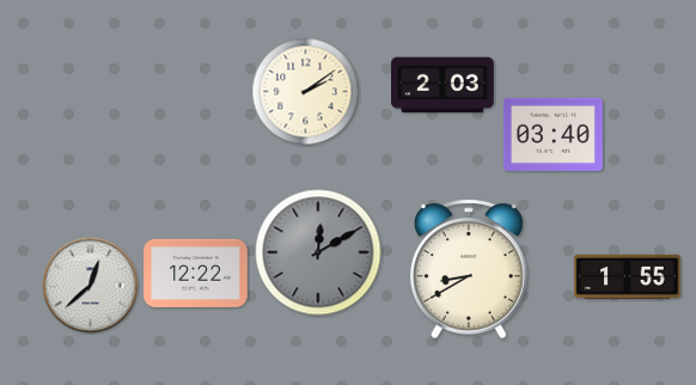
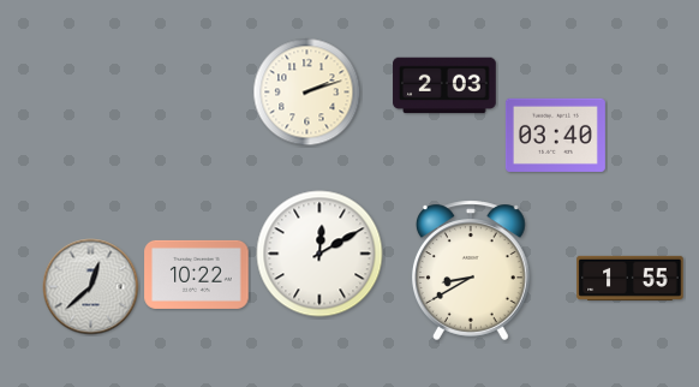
clock at (306, 92): 2:09 -> 2:12
clock at (318, 252) dial: grey -> white
clock at (196, 273): 12:22 -> 10:22
